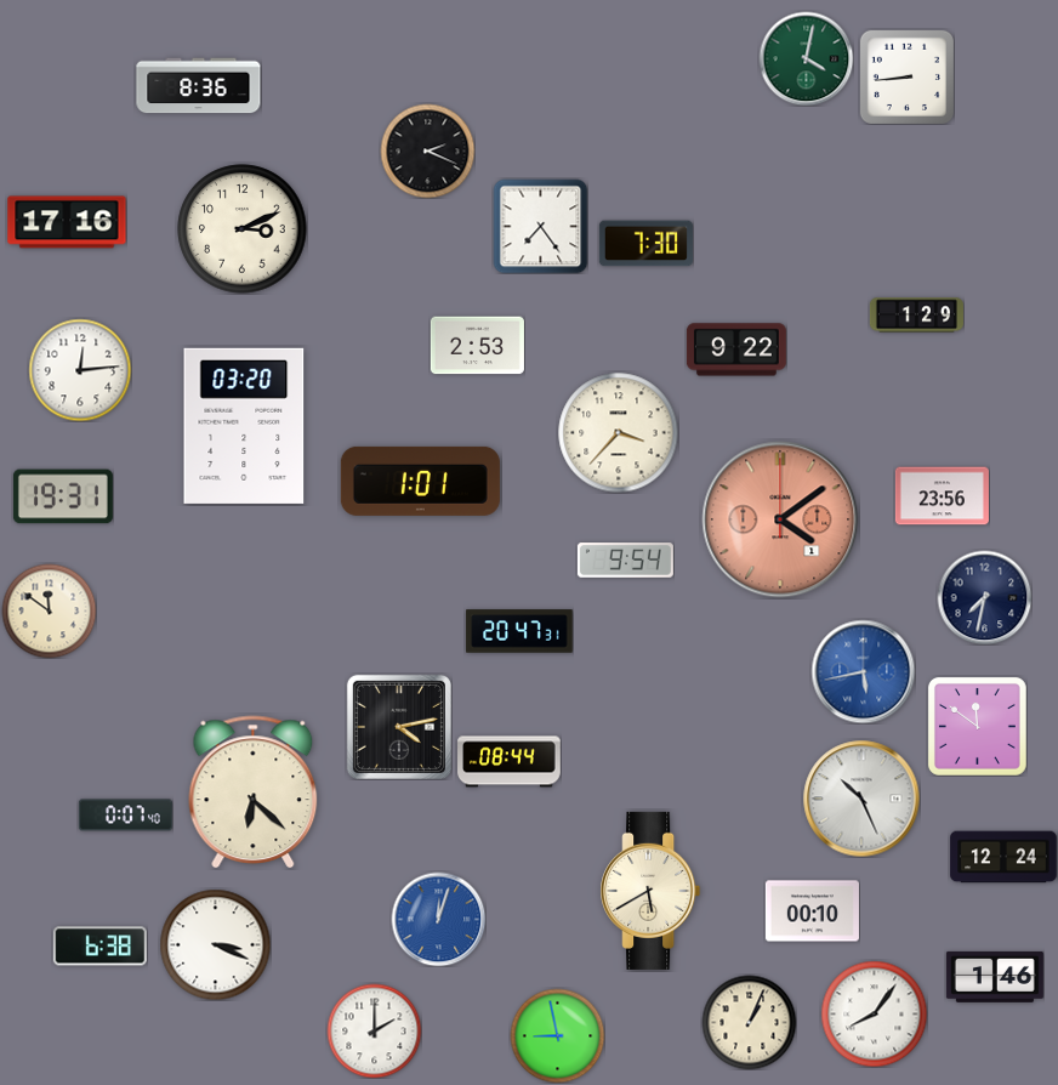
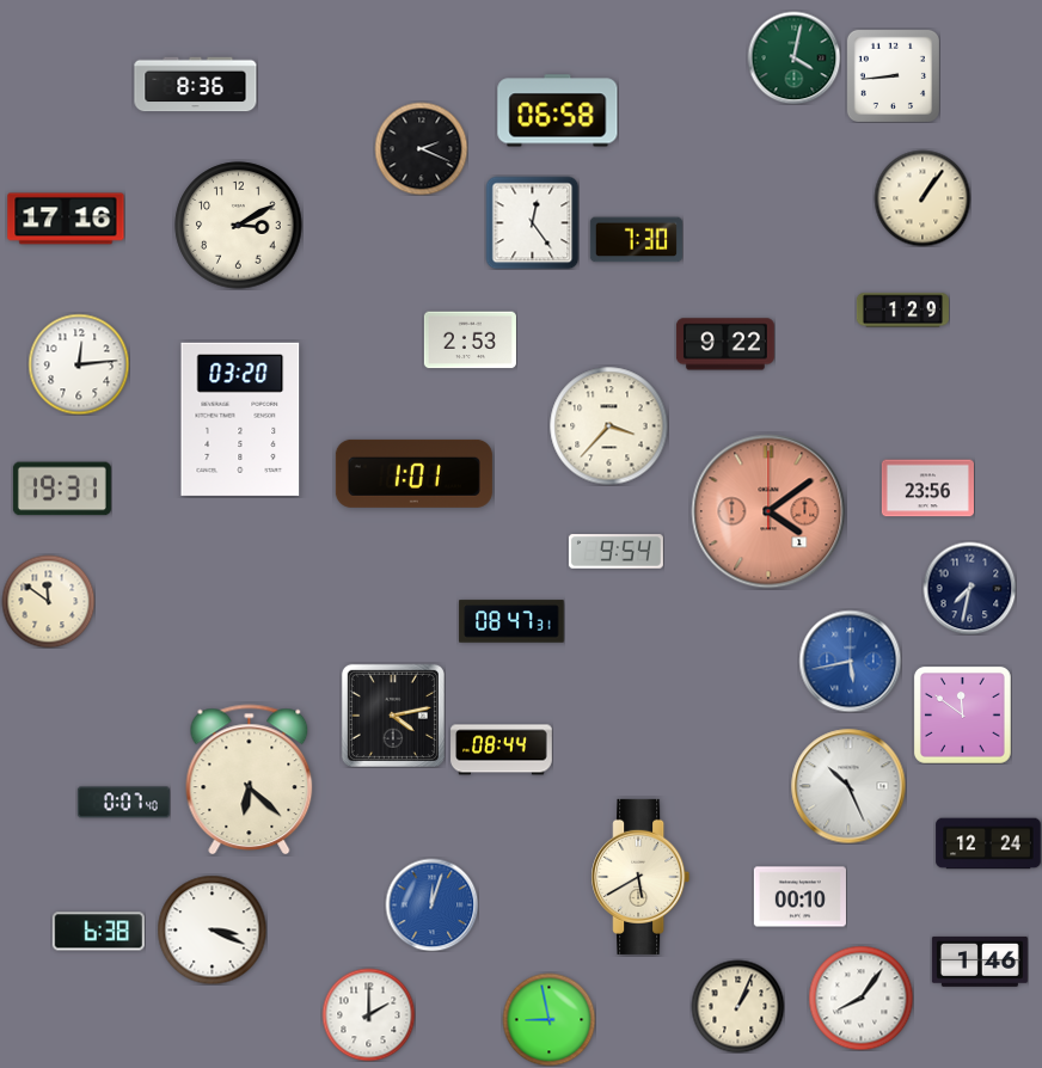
clock at (558, 111): none -> 06:58
clock at (923, 198): none -> 1:06
clock at (540, 226): 7:24 -> 12:24
clock at (243, 229): 3:11 -> 3:10
clock at (519, 631): 20:47 -> 08:47
